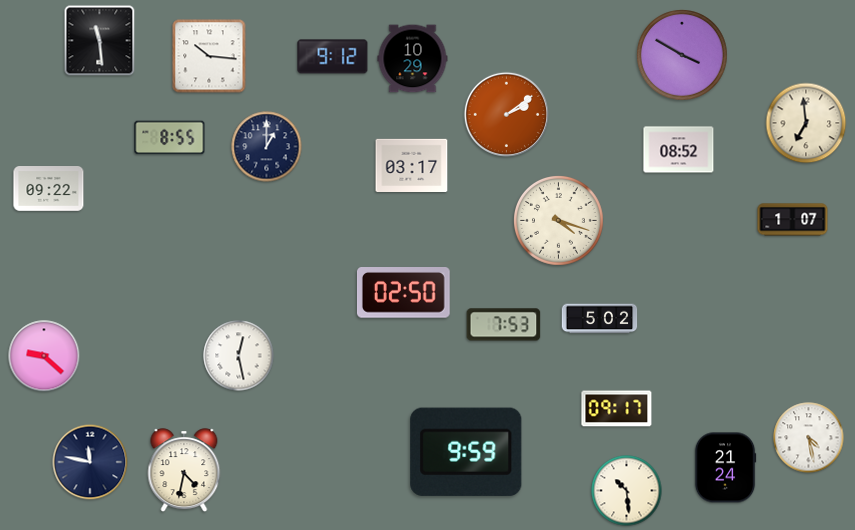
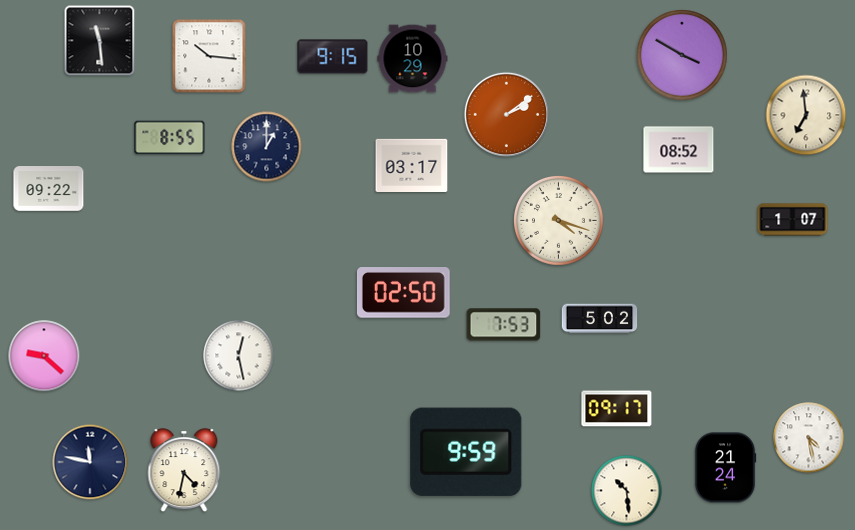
clock at (333, 57): 9:12 -> 9:15
clock at (806, 123) position: (806, 123) -> (806, 115)
